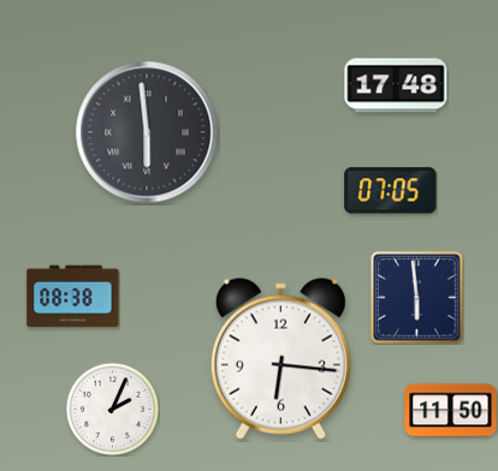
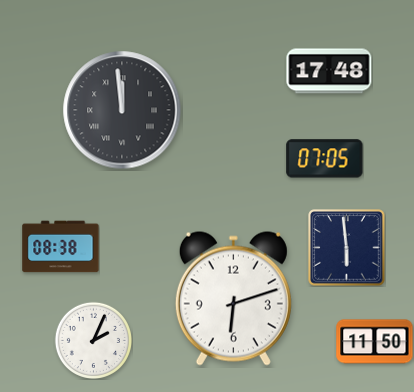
clock at (147, 132): 5:59 -> 11:59
clock at (280, 358): 6:16 -> 6:12
